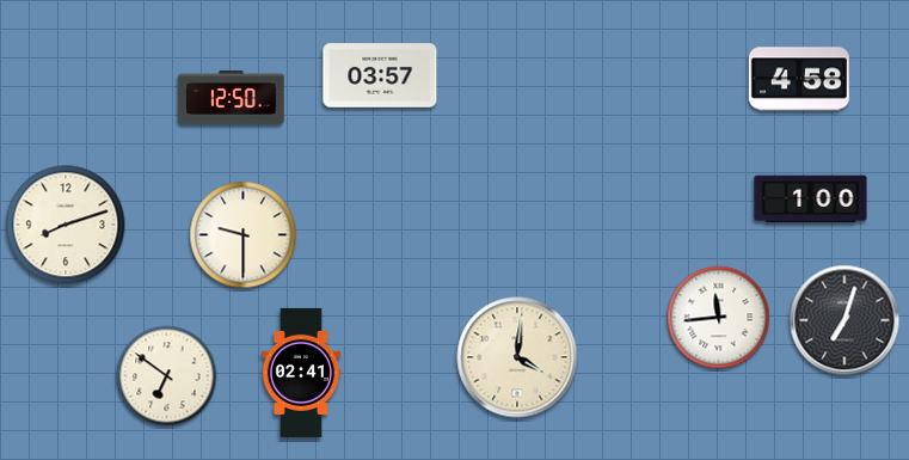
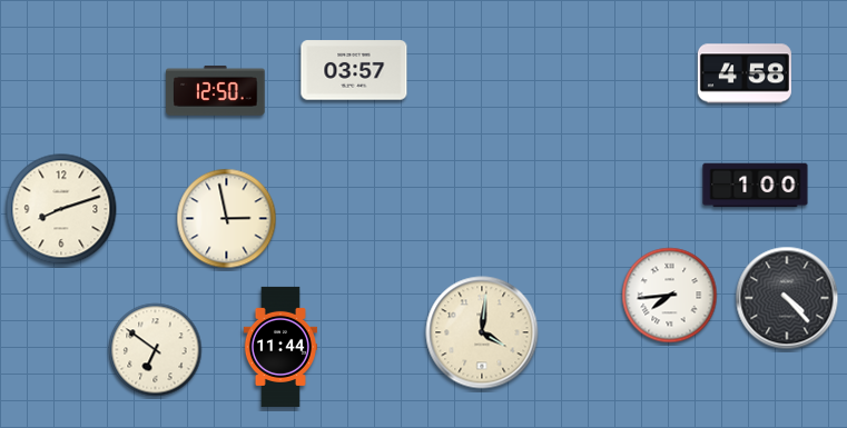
clock at (244, 235): 9:30 -> 2:58
clock at (719, 318): 11:44 -> 7:44
clock at (844, 320): 7:03 -> 4:23
clock at (301, 373): 02:41 -> 11:44
